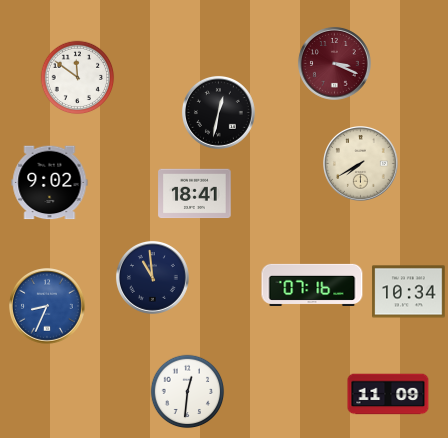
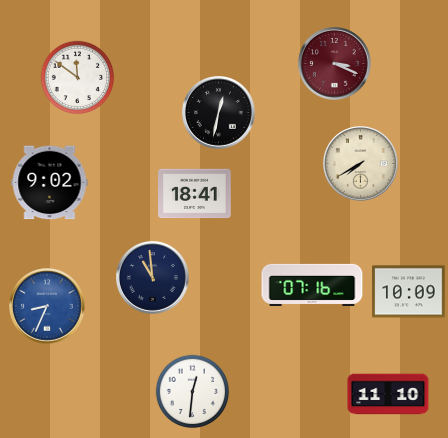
clock at (409, 292): 10:34 -> 10:09
clock at (188, 392) position: (188, 392) -> (193, 392)
clock at (388, 394): 11:09 -> 11:10
